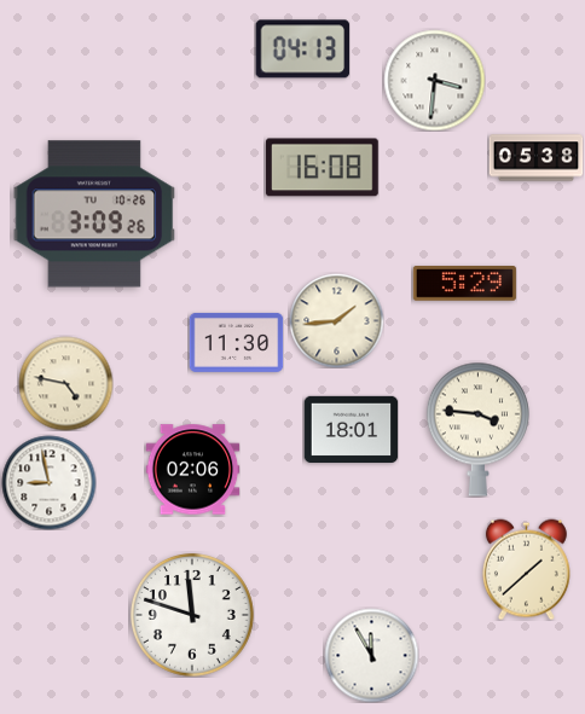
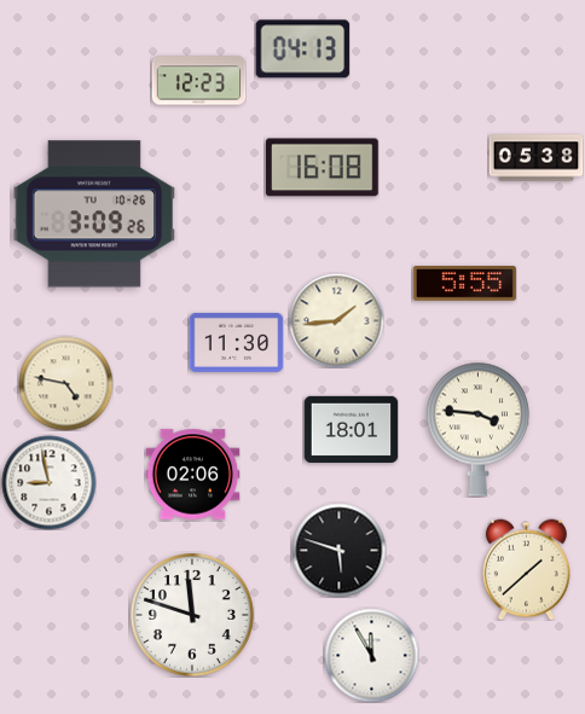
clock at (434, 80): 3:31 -> none
clock at (198, 81): none -> 12:23
clock at (464, 284): 5:29 -> 5:55
clock at (192, 470) position: (192, 470) -> (192, 475)
clock at (338, 550): none -> 5:48
